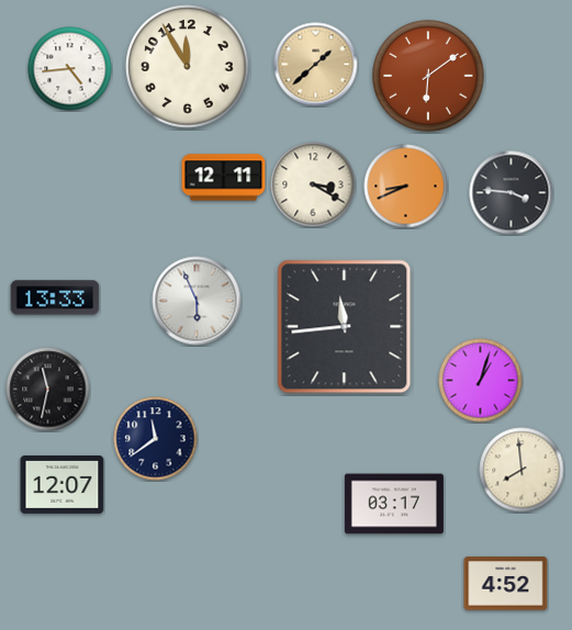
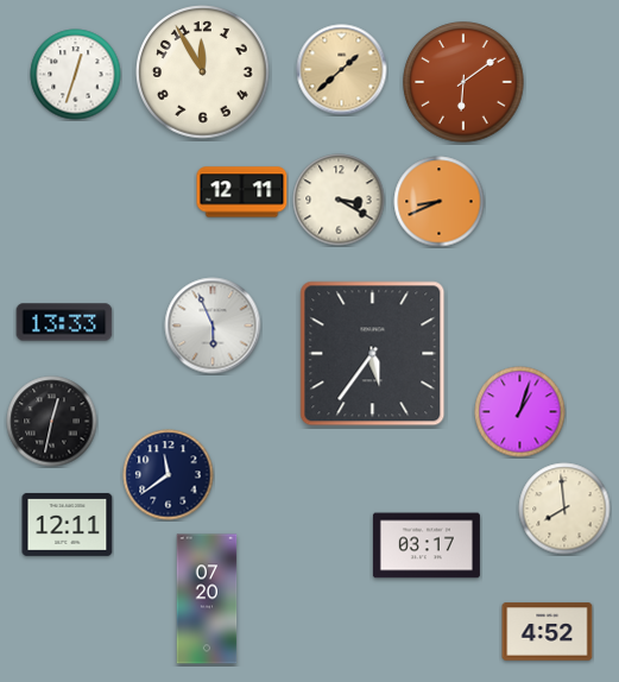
clock at (70, 69): 4:44 -> 12:33
clock at (512, 193): 3:46 -> none
clock at (55, 297) position: (55, 297) -> (64, 322)
clock at (345, 327): 11:44 -> 5:36
clock at (48, 390): 11:32 -> 12:32
clock at (63, 484): 12:07 -> 12:11
clock at (207, 599): none -> 07:20
